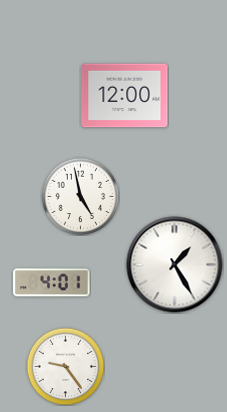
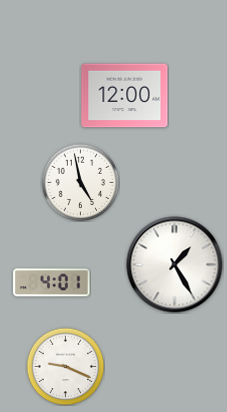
clock at (80, 196) position: (80, 196) -> (80, 182)
clock at (65, 366): 9:24 -> 9:19
